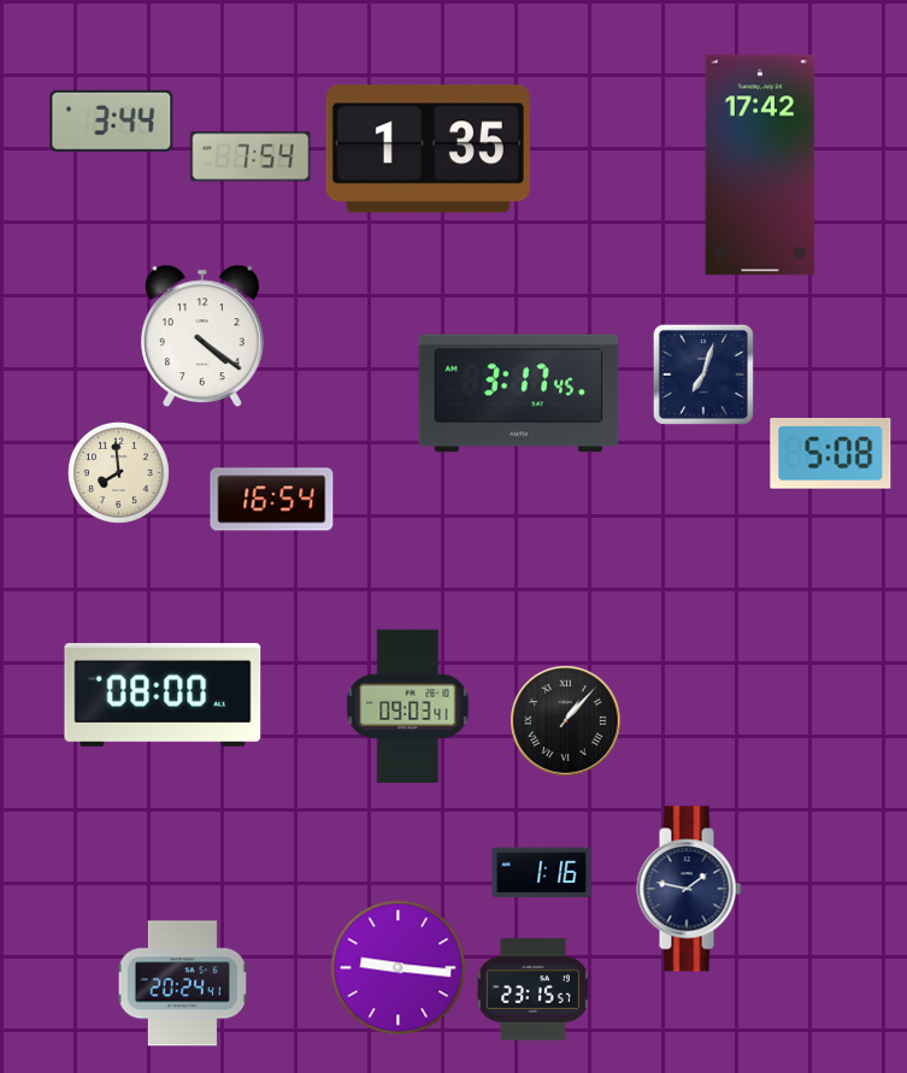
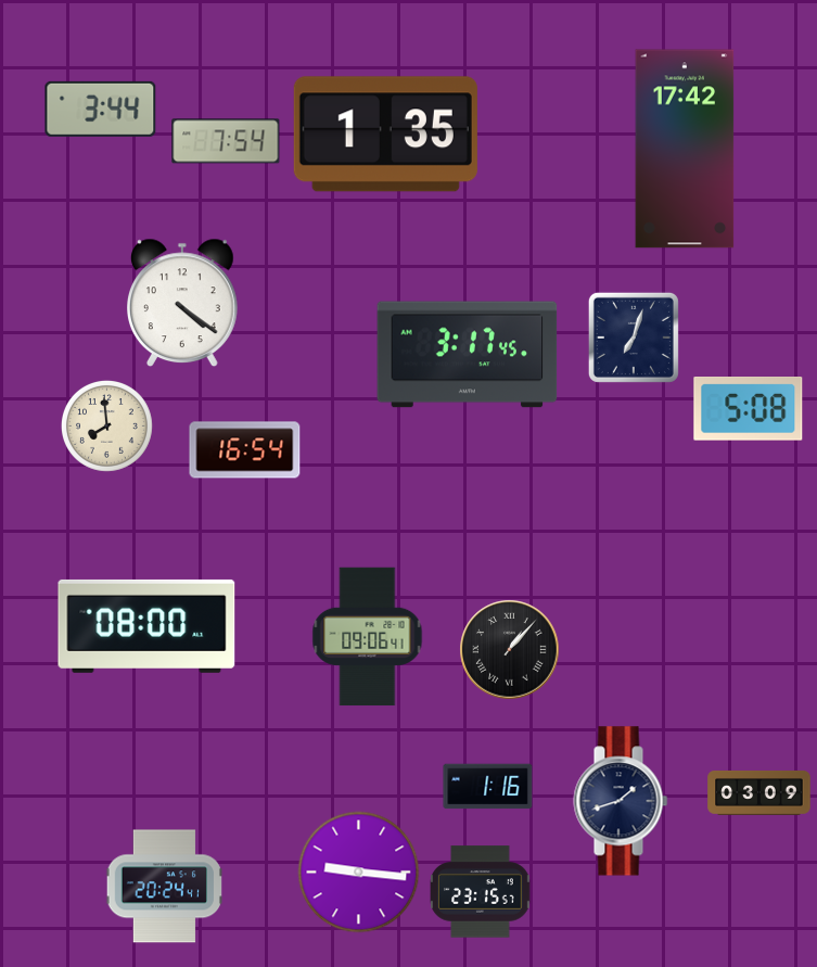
clock at (408, 707): 09:03 -> 09:06
clock at (759, 793): none -> 03:09
clock at (689, 889): 1:47 -> 1:42
